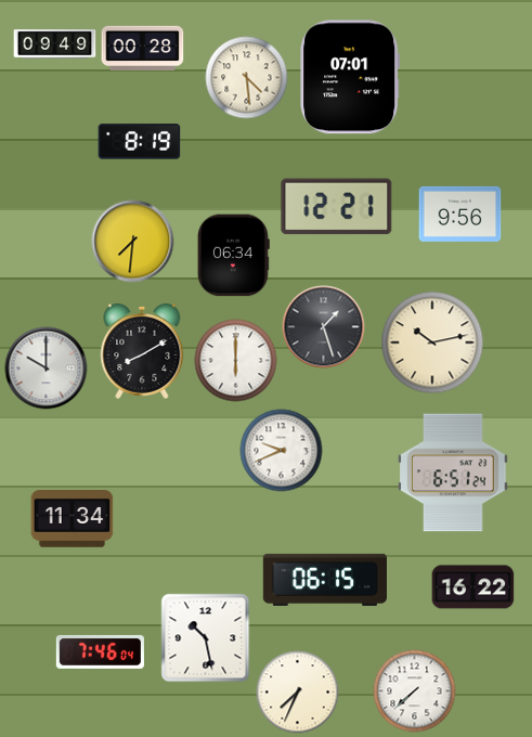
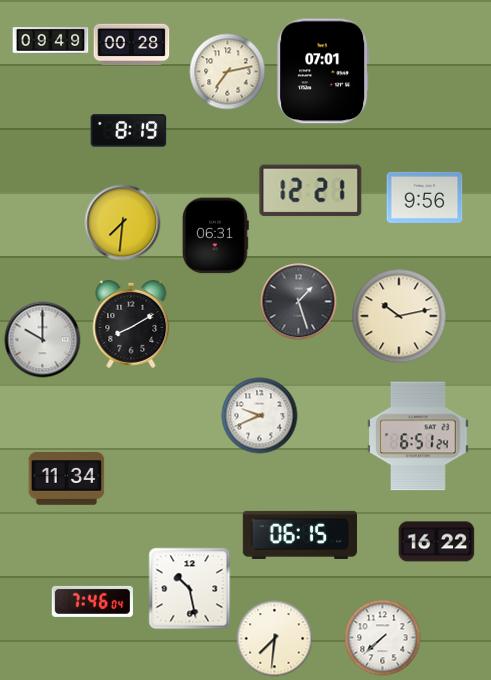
clock at (247, 78): 4:29 -> 7:13
clock at (233, 256): 06:34 -> 06:31
clock at (236, 361): 6:00 -> none
clock at (298, 693): 7:34 -> 7:31
